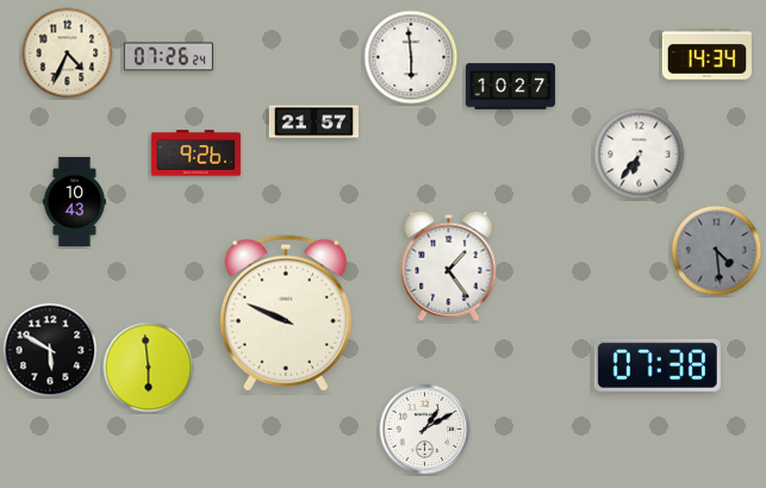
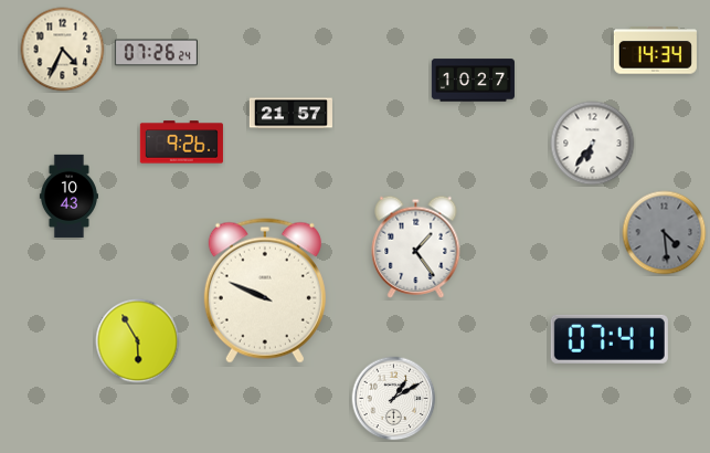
clock at (411, 57): 5:59 -> none
clock at (74, 201) position: (74, 201) -> (68, 196)
clock at (50, 350): 5:50 -> none
clock at (658, 365): 07:38 -> 07:41
clock at (149, 368): 5:59 -> 5:55
